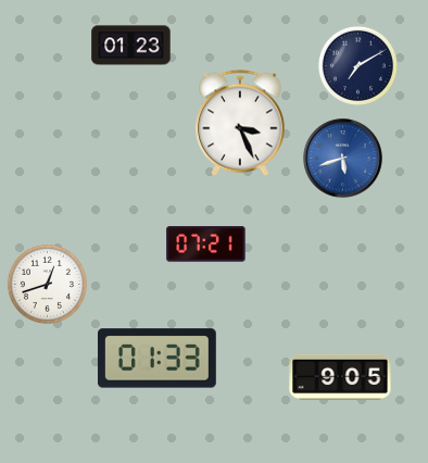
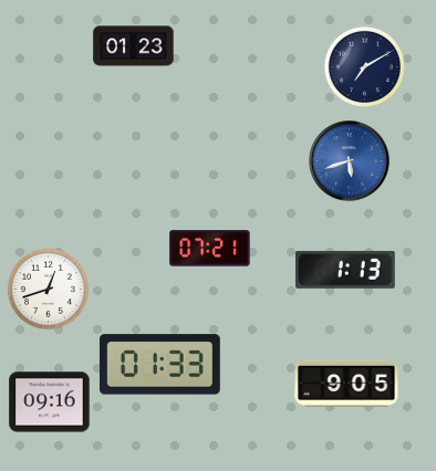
clock at (240, 123): 3:26 -> none
clock at (346, 270): none -> 1:13
clock at (50, 402): none -> 09:16
